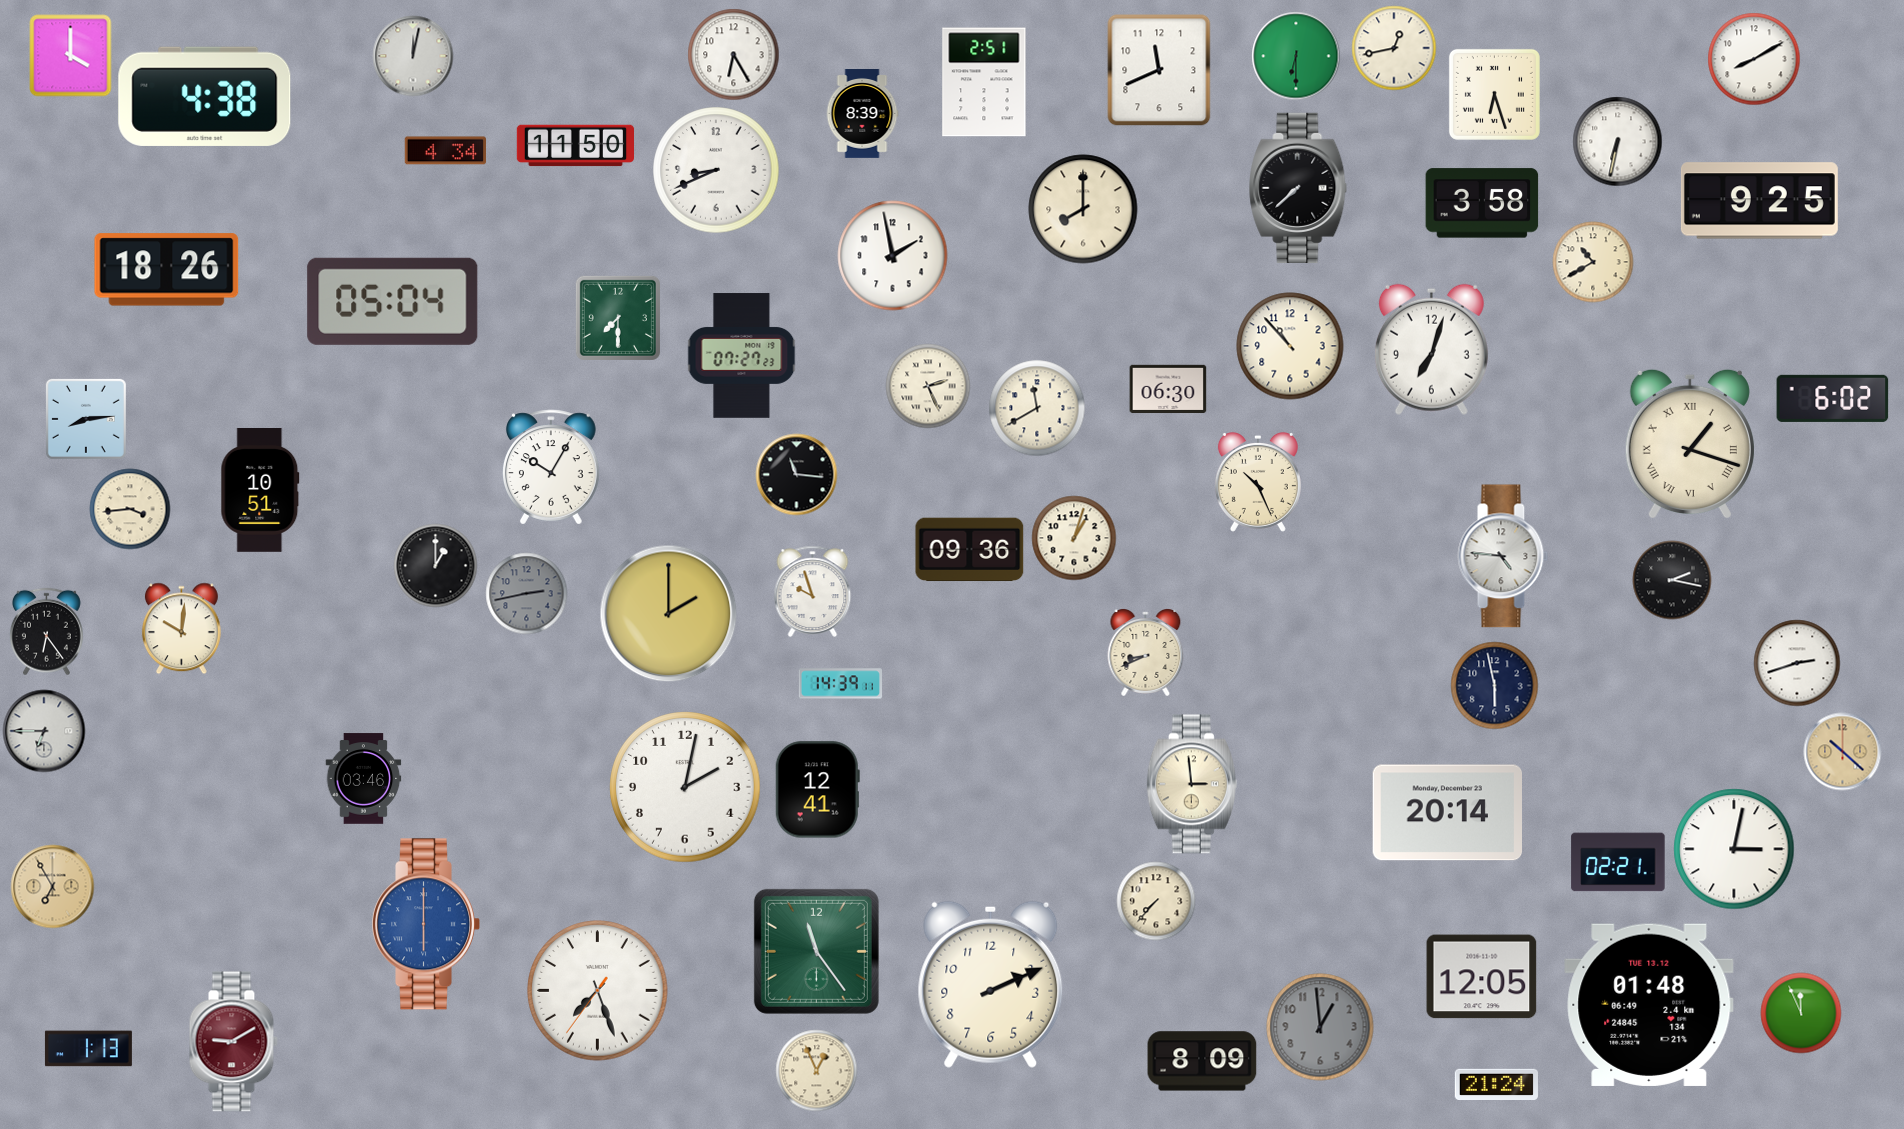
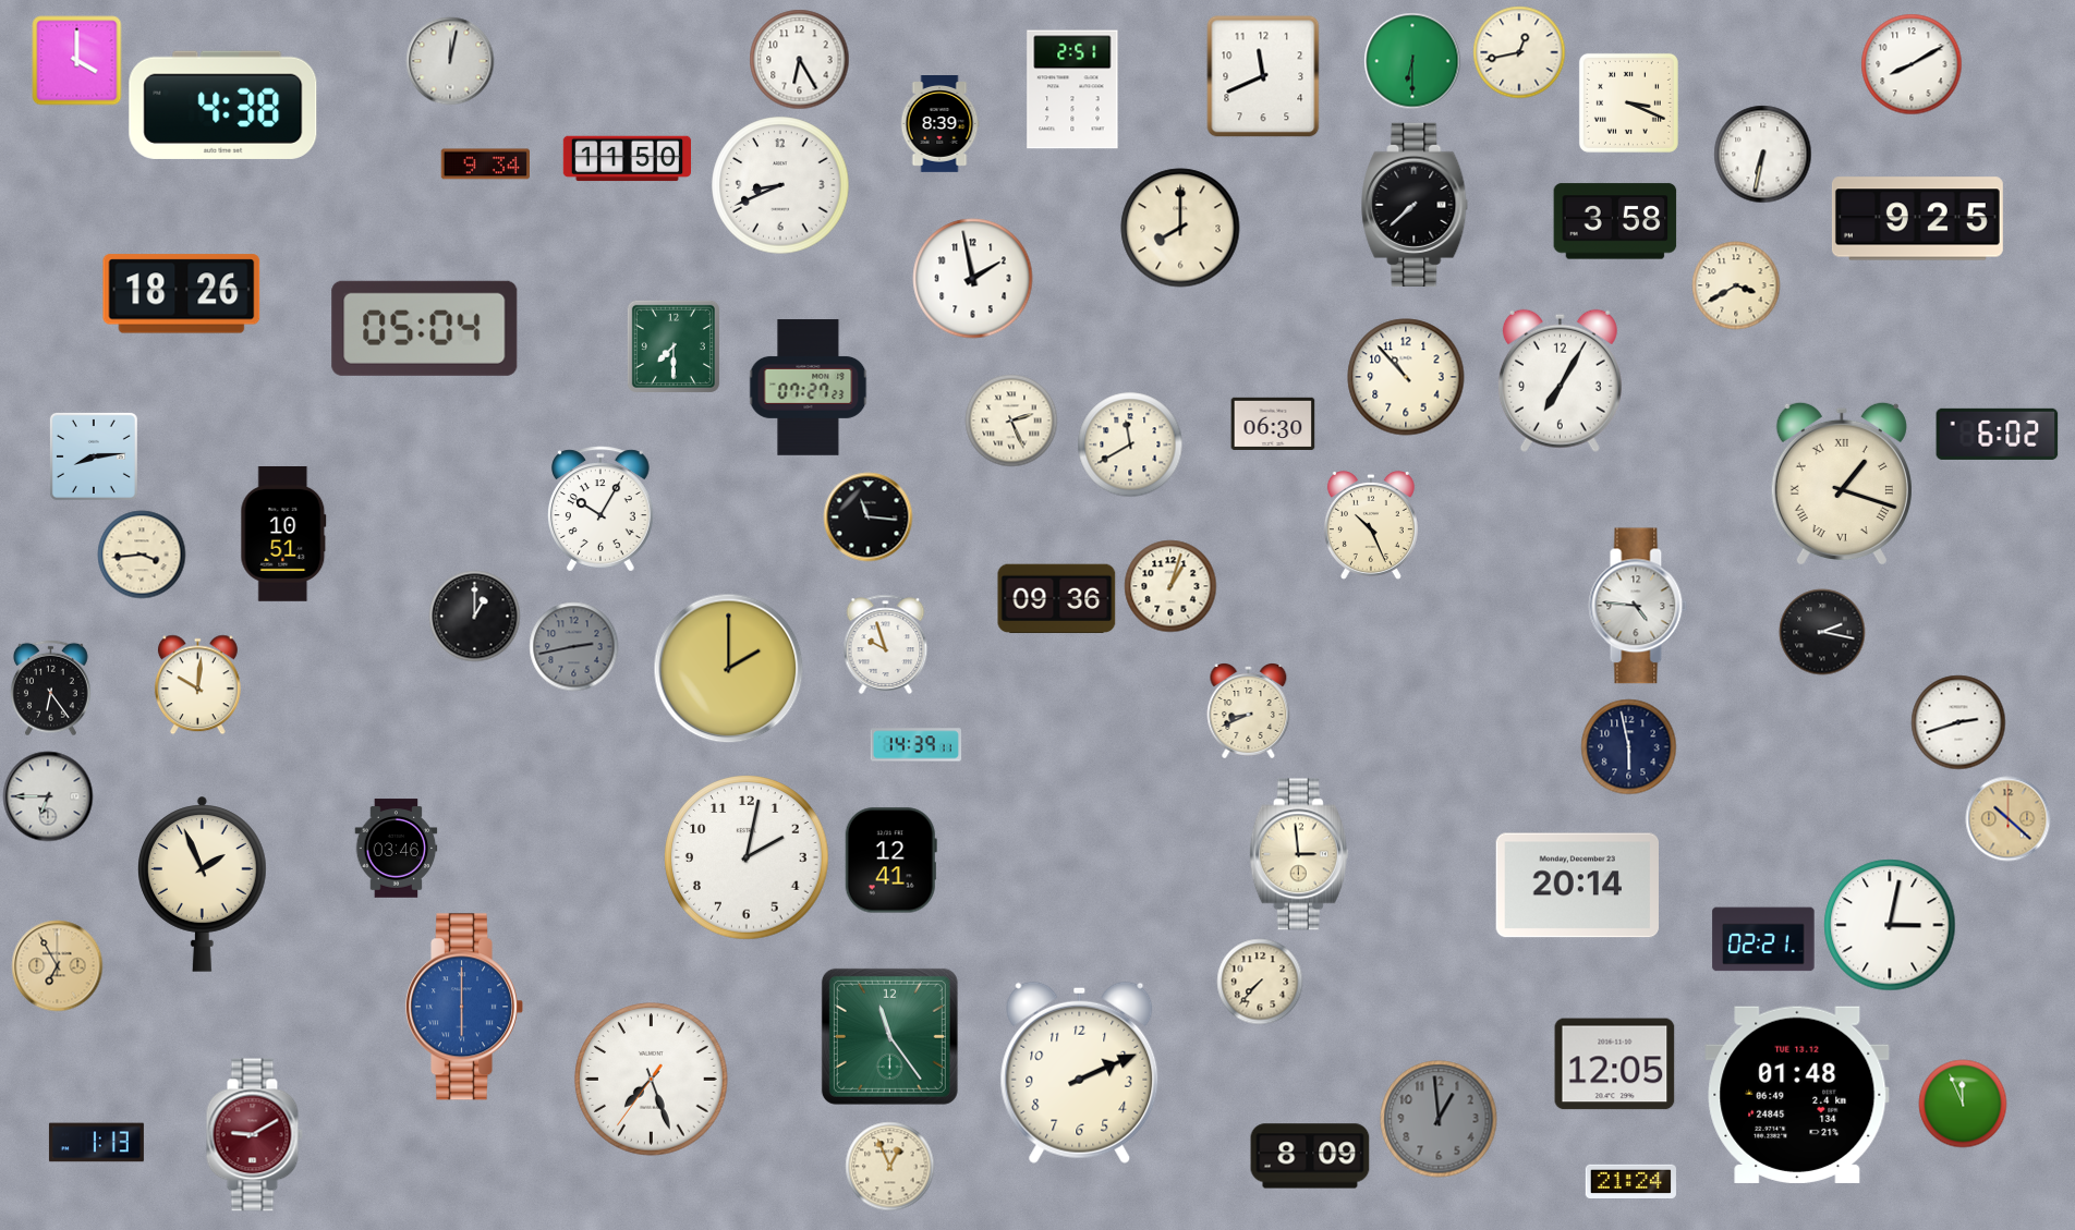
clock at (1494, 94): 6:27 -> 3:19
clock at (446, 151): 4:34 -> 9:34
clock at (1593, 262): 10:40 -> 3:40
clock at (393, 301) position: (393, 301) -> (425, 328)
clock at (1431, 349): 7:03 -> 7:05
clock at (203, 884): none -> 1:56
